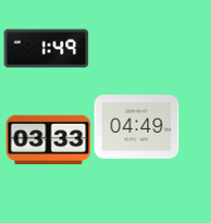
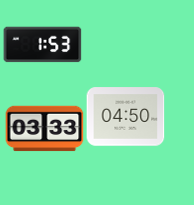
clock at (46, 49): 1:49 -> 1:53
clock at (136, 127): 04:49 -> 04:50
